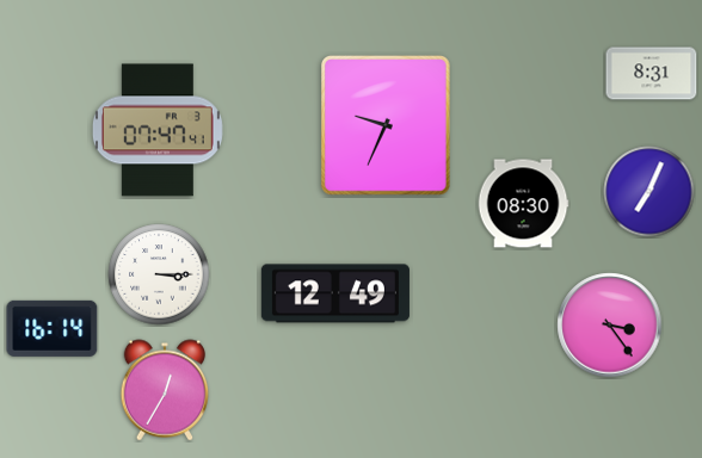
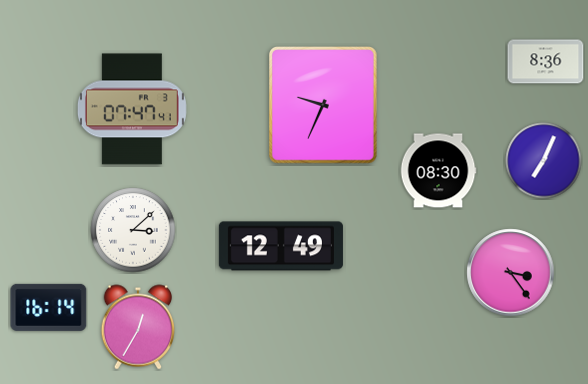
clock at (652, 74): 8:31 -> 8:36
clock at (159, 274): 3:15 -> 3:08
clock at (53, 328) position: (53, 328) -> (49, 307)
